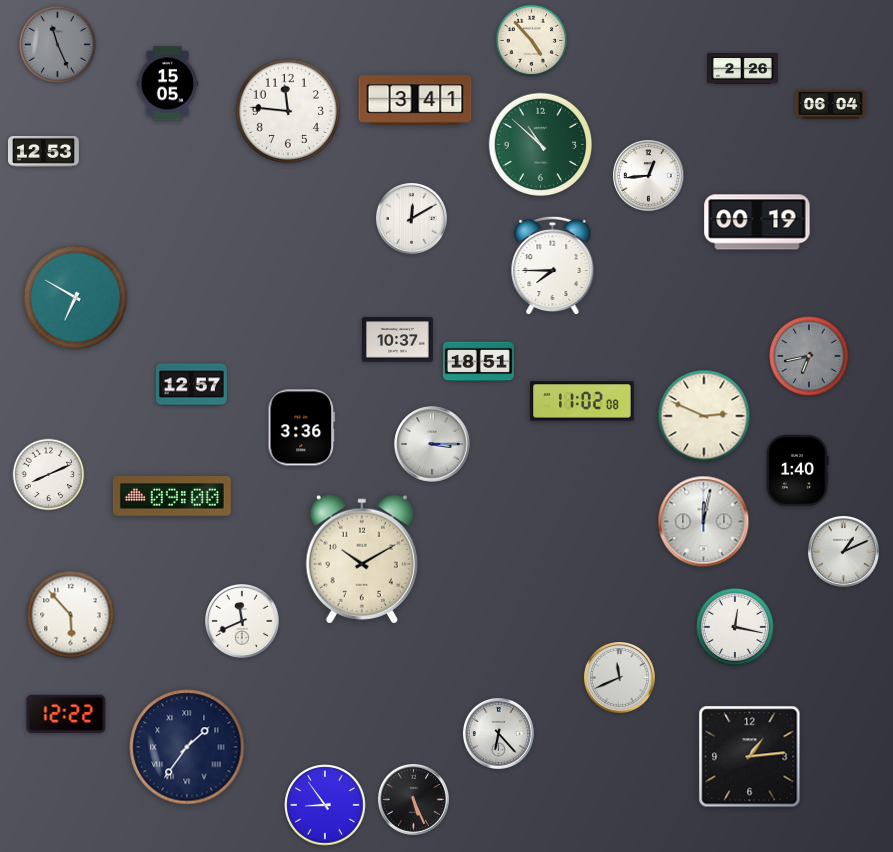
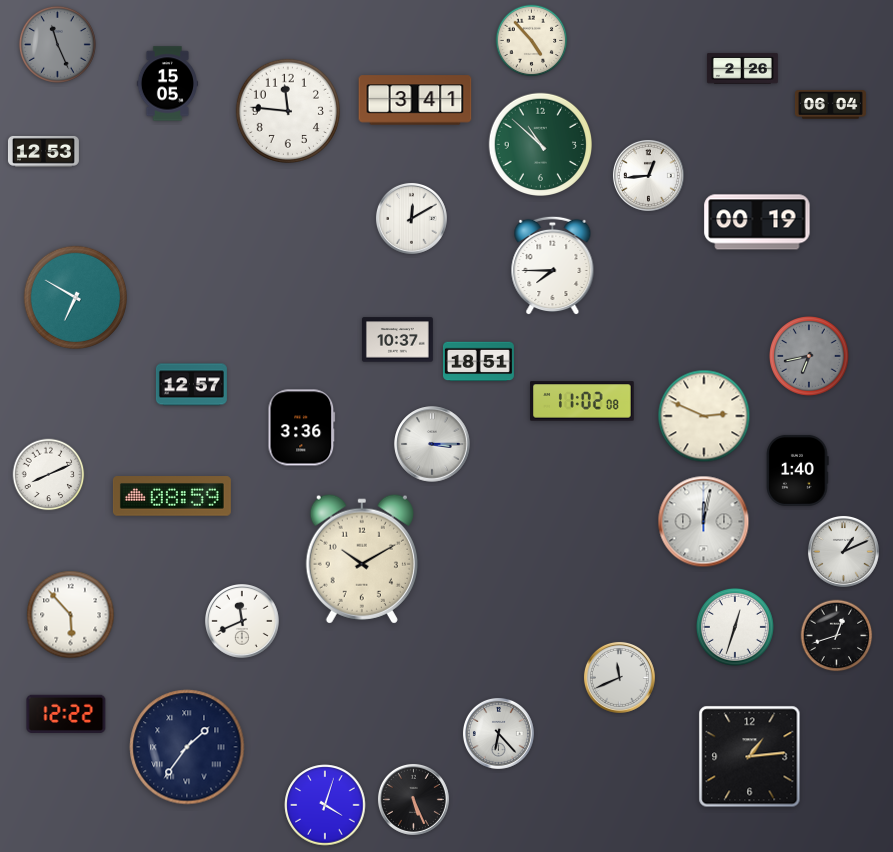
clock at (172, 496): 09:00 -> 08:59
clock at (735, 627): 12:17 -> 12:33
clock at (837, 636): none -> 12:42
clock at (325, 805): 8:54 -> 4:03
